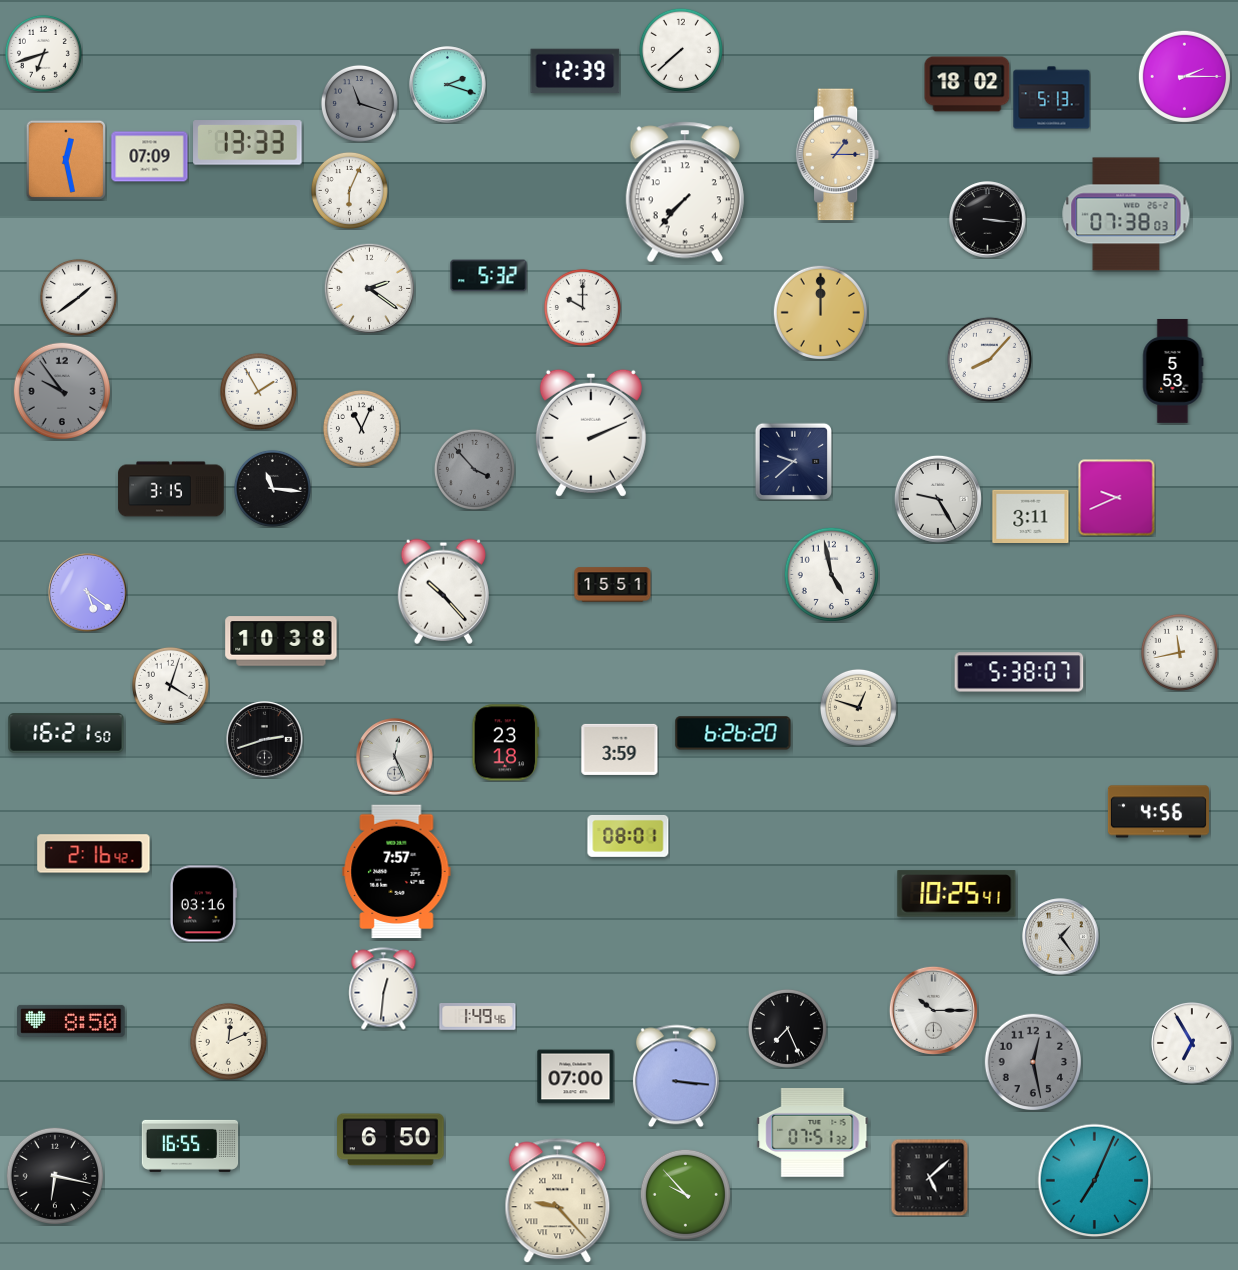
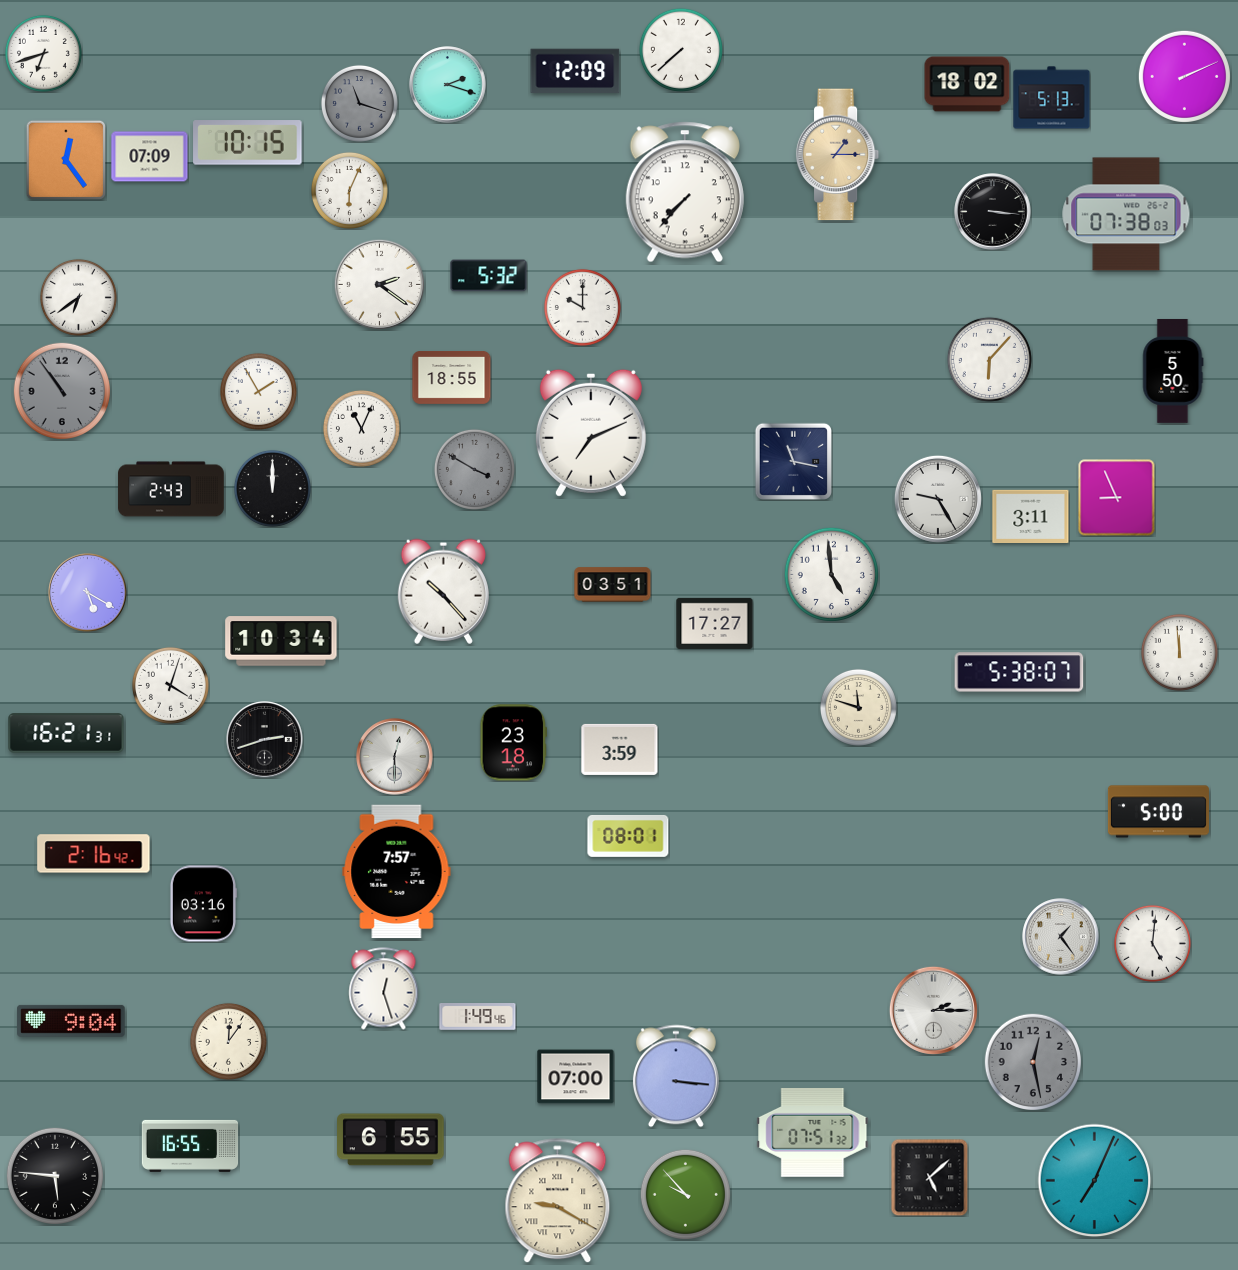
clock at (575, 71): 12:39 -> 12:09
clock at (1184, 76): 2:15 -> 2:11
clock at (248, 143): 13:33 -> 10:15
clock at (65, 159): 12:28 -> 12:24
clock at (988, 220) position: (988, 220) -> (993, 212)
clock at (369, 288) position: (369, 288) -> (379, 284)
clock at (78, 297): 1:39 -> 6:39
clock at (820, 312): 12:00 -> none
clock at (989, 359): 8:07 -> 6:07
clock at (1173, 371): 5:53 -> 5:50
clock at (452, 378): none -> 18:55
clock at (61, 390): 9:54 -> 10:54
clock at (591, 433): 2:11 -> 7:11
clock at (793, 461): 9:38 -> 11:17
clock at (474, 469): 3:53 -> 3:50
clock at (272, 488): 11:16 -> 12:00
clock at (171, 489): 3:15 -> 2:43
clock at (1117, 498): 9:41 -> 8:56
clock at (831, 574): 4:58 -> 4:59
clock at (613, 585): 15:51 -> 03:51
clock at (88, 593): 5:21 -> 5:20
clock at (715, 623): none -> 17:27
clock at (281, 641): 10:38 -> 10:34
clock at (1179, 652): 11:43 -> 11:59
clock at (858, 707): 12:48 -> 11:48
clock at (66, 733): 16:21:50 -> 16:21:31
clock at (733, 733): 6:26 -> none
clock at (506, 743) position: (506, 743) -> (514, 743)
clock at (395, 757): 12:26 -> 12:30
clock at (1158, 812): 4:56 -> 5:00
clock at (957, 894): 10:25 -> none
clock at (1152, 943): none -> 5:01
clock at (384, 989): 12:31 -> 12:27
clock at (933, 1010): 10:15 -> 2:15
clock at (71, 1021): 8:50 -> 9:04
clock at (787, 1028): 7:26 -> none
clock at (228, 1041): 12:11 -> 12:06
clock at (1193, 1044): 6:55 -> none
clock at (391, 1140): 6:50 -> 6:55
clock at (54, 1175): 6:17 -> 5:46
clock at (558, 1201): 9:23 -> 9:20
